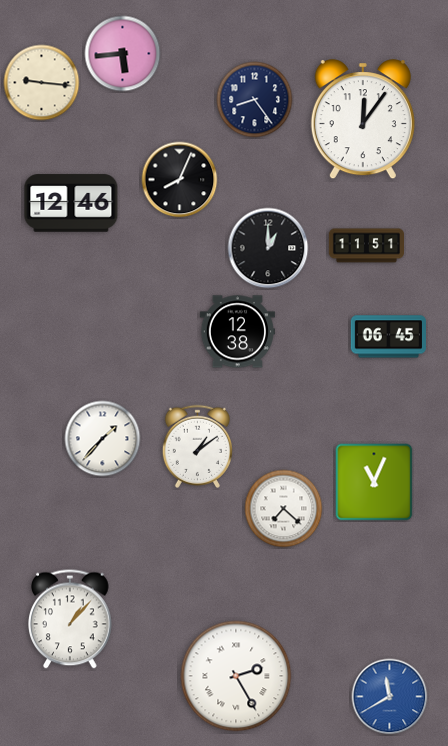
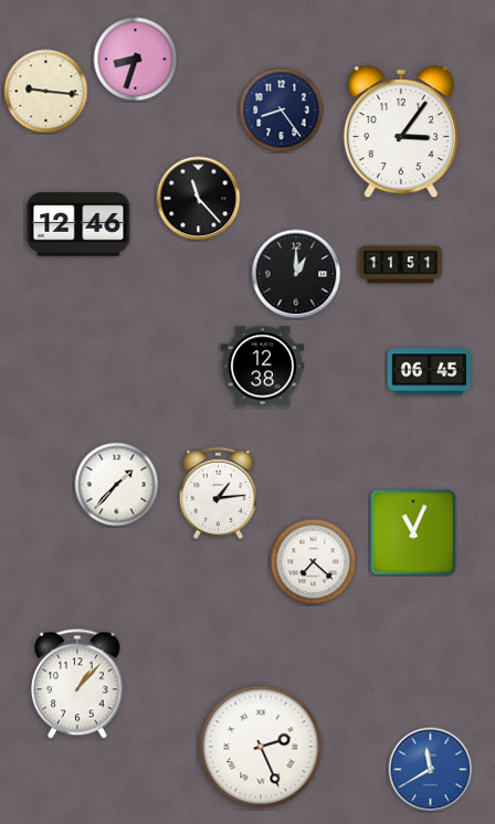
clock at (123, 54): 5:44 -> 8:33
clock at (363, 120): 12:06 -> 3:06
clock at (180, 180): 8:04 -> 11:23
clock at (366, 246) position: (366, 246) -> (400, 265)
clock at (103, 439) position: (103, 439) -> (117, 485)
clock at (197, 446): 1:09 -> 1:14
clock at (236, 676): 2:25 -> 2:26
